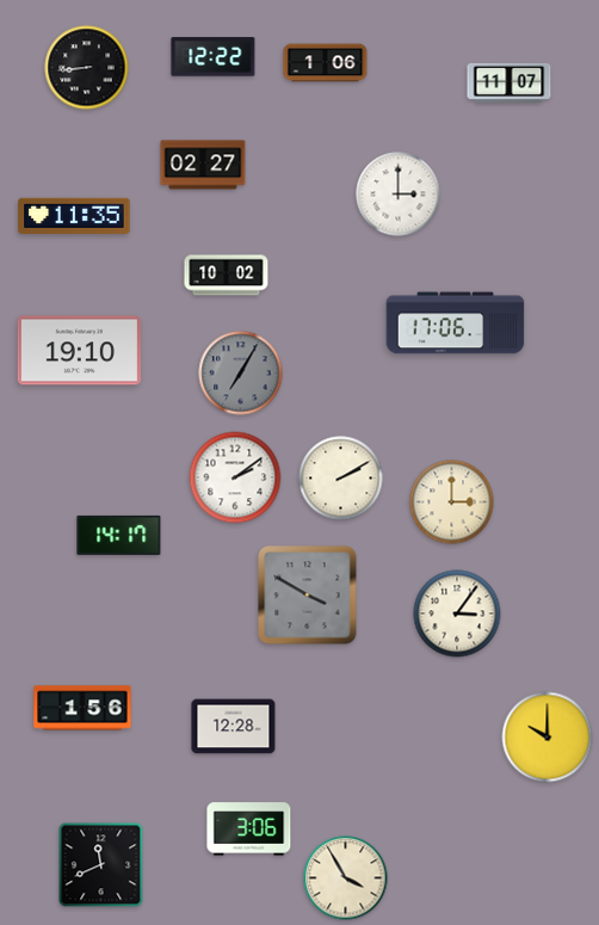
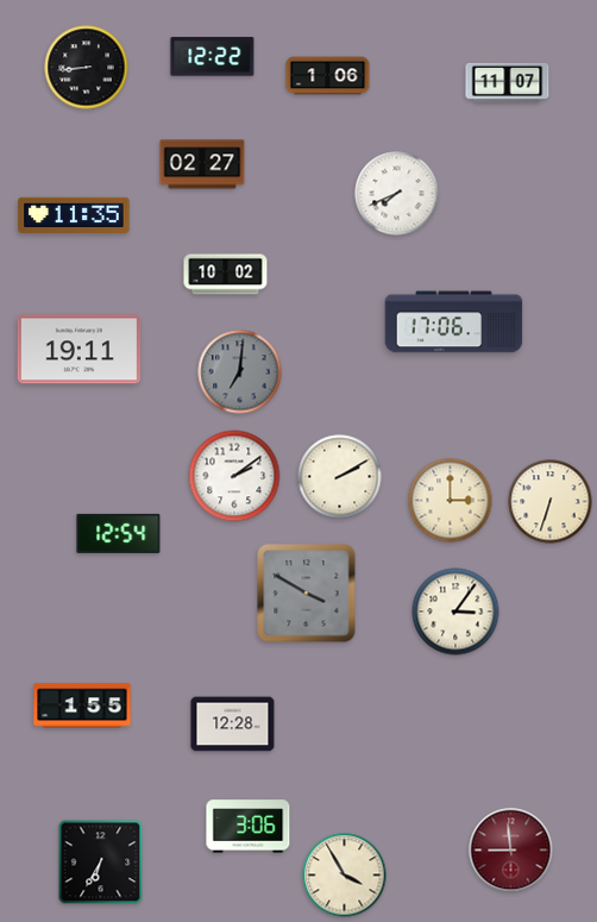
clock at (326, 63) position: (326, 63) -> (328, 76)
clock at (399, 195): 3:00 -> 7:41
clock at (79, 351): 19:10 -> 19:11
clock at (241, 374): 7:05 -> 7:01
clock at (551, 502): none -> 6:33
clock at (119, 535): 14:17 -> 12:54
clock at (82, 708): 1:56 -> 1:55
clock at (548, 738): 10:00 -> none
clock at (511, 851): none -> 8:59
clock at (101, 865): 11:41 -> 6:35
